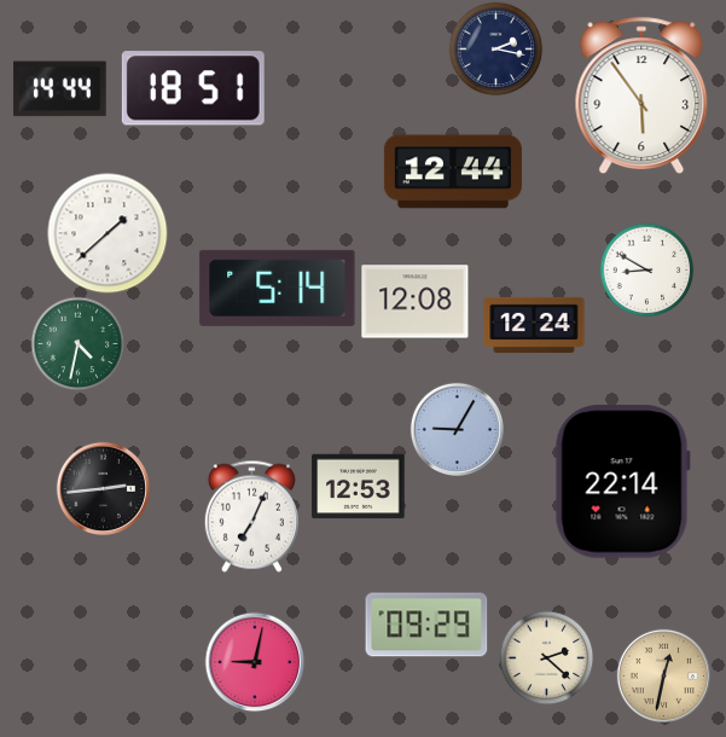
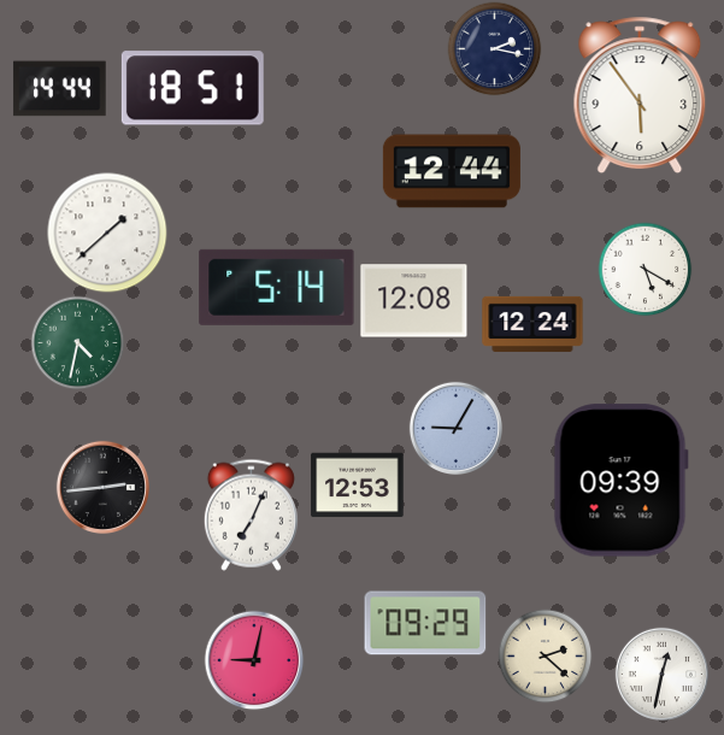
clock at (646, 269): 8:50 -> 5:20
clock at (622, 482): 22:14 -> 09:39
clock at (663, 675) dial: champagne -> white
